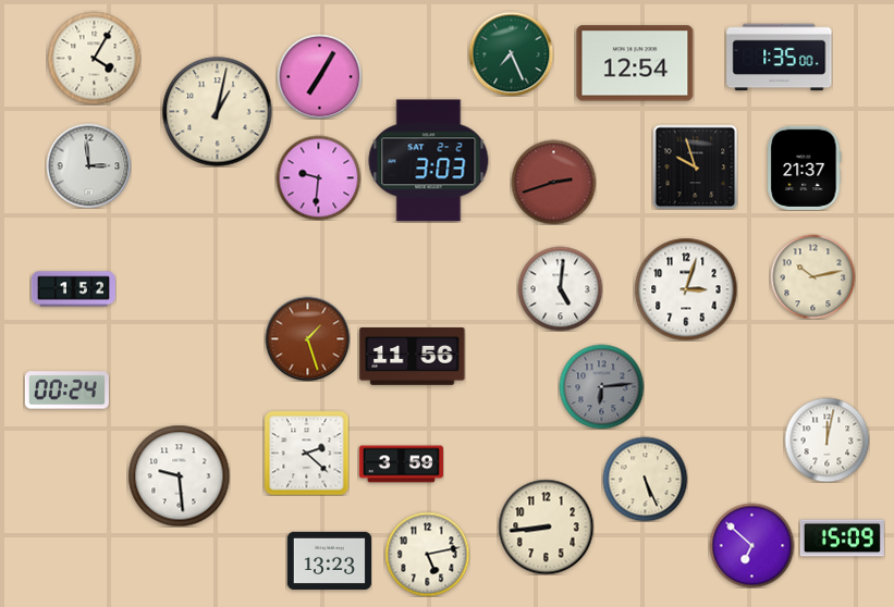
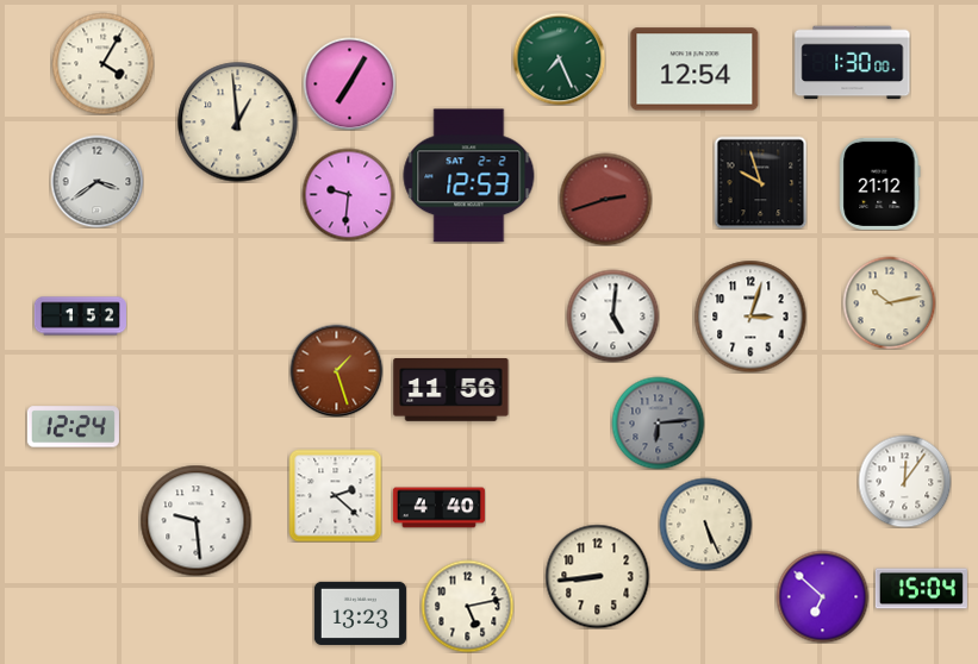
clock at (780, 58): 1:35 -> 1:30
clock at (218, 112): 1:02 -> 12:59
clock at (429, 161): 3:03 -> 12:53
clock at (88, 165): 2:59 -> 3:39
clock at (805, 168): 21:37 -> 21:12
clock at (66, 391): 00:24 -> 12:24
clock at (826, 439): 12:02 -> 12:06
clock at (401, 464): 3:59 -> 4:40
clock at (842, 538): 15:09 -> 15:04
